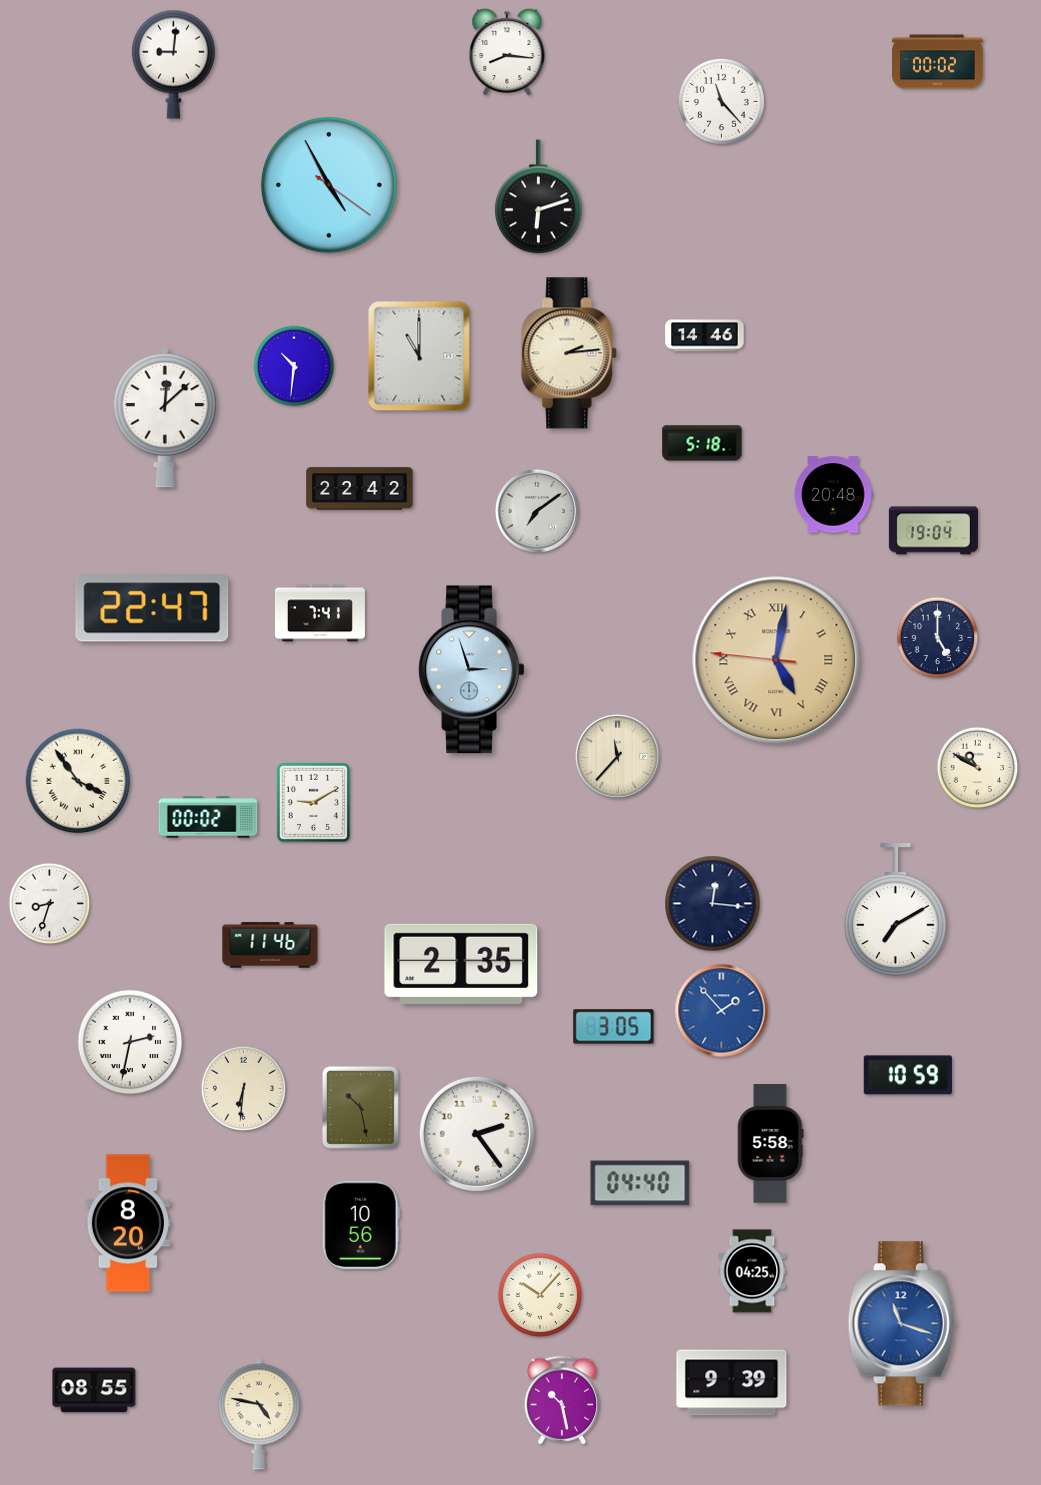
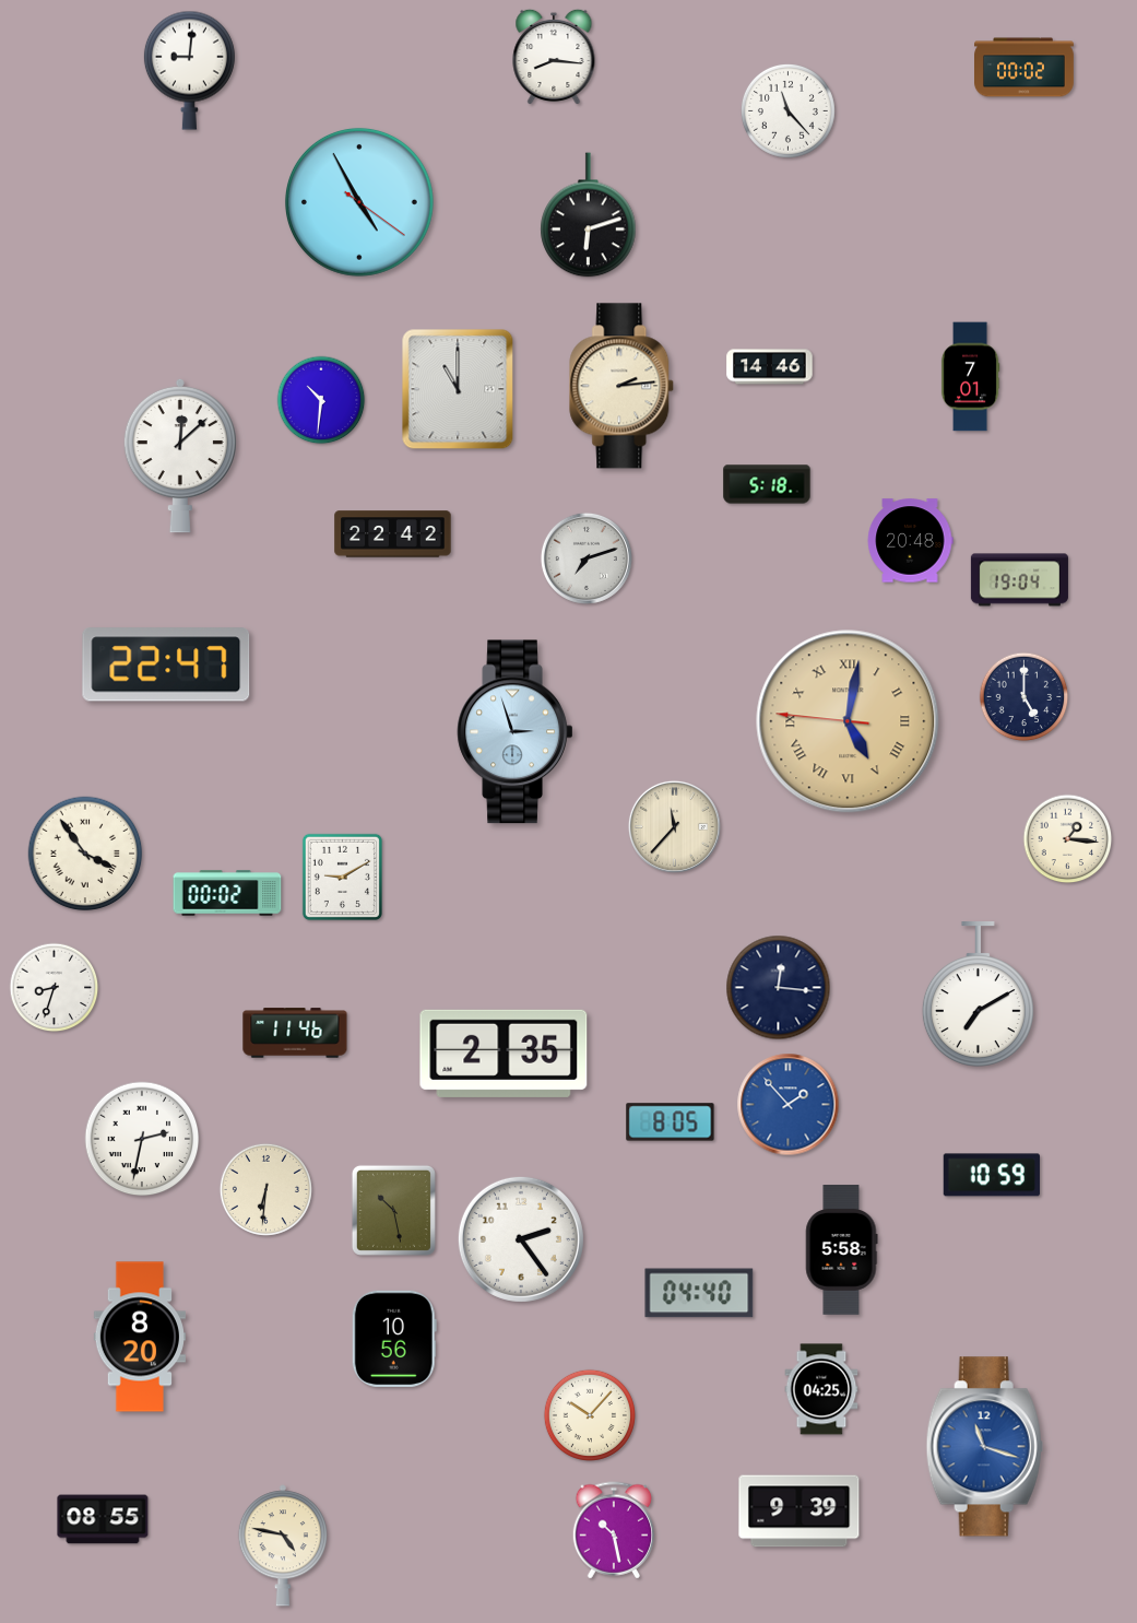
clock at (970, 377): none -> 7:01
clock at (537, 511): 7:09 -> 7:12
clock at (320, 613): 7:41 -> none
clock at (978, 768): 10:50 -> 1:16
clock at (614, 1027): 3:05 -> 8:05
